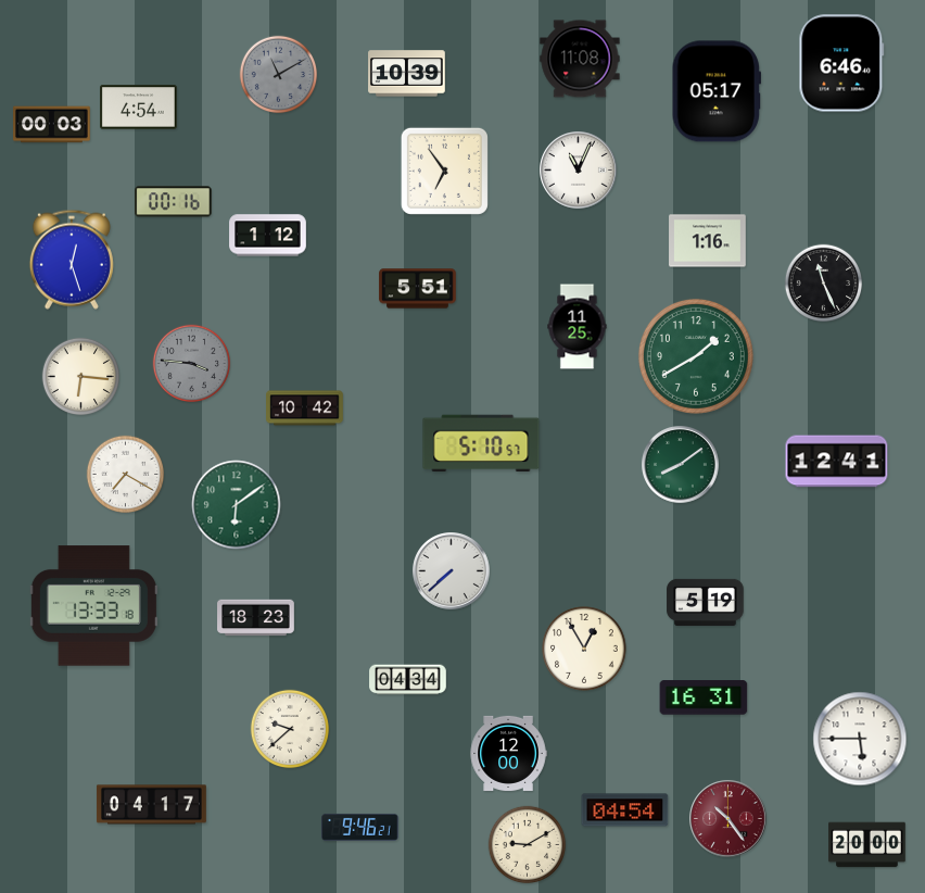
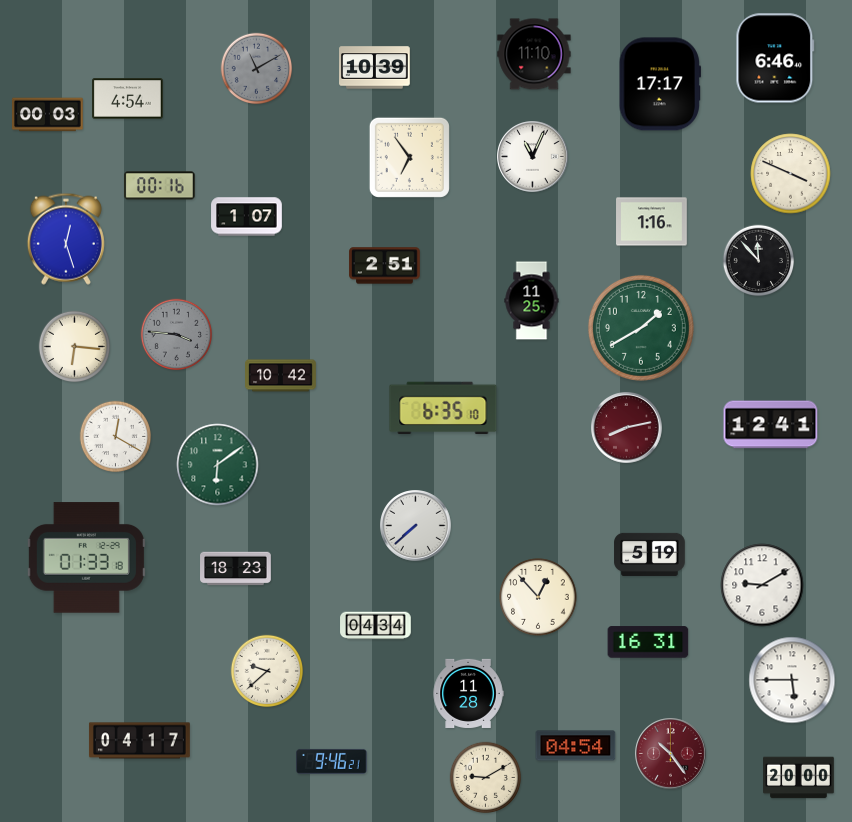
clock at (580, 59): 11:08 -> 11:10
clock at (715, 91): 05:17 -> 17:17
clock at (791, 174): none -> 3:49
clock at (268, 236): 1:12 -> 1:07
clock at (824, 284): 11:26 -> 11:53
clock at (418, 289): 5:51 -> 2:51
clock at (481, 443): 5:10 -> 6:35
clock at (681, 465): 8:09 -> 8:13
clock at (681, 465) dial: green -> burgundy
clock at (126, 475): 7:20 -> 12:20
clock at (93, 606): 13:33 -> 01:33
clock at (762, 585): none -> 9:10
clock at (584, 649): 12:55 -> 12:53
clock at (508, 753): 12:00 -> 11:28
